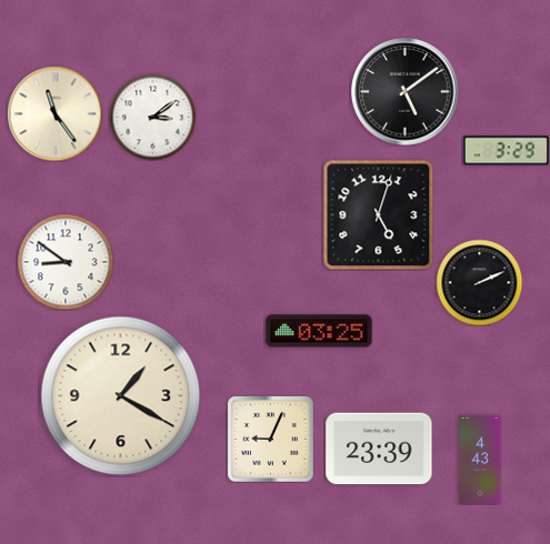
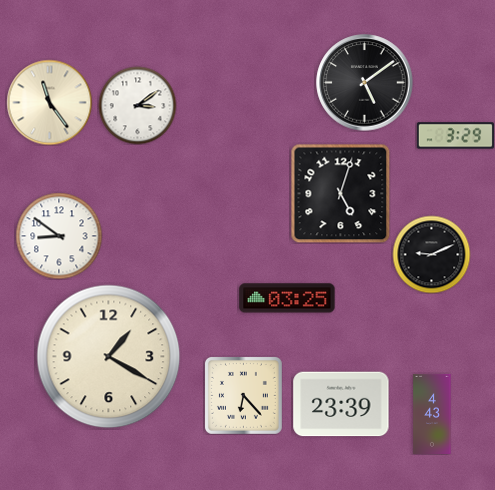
clock at (479, 282): 2:11 -> 9:11
clock at (270, 439): 9:04 -> 6:23
